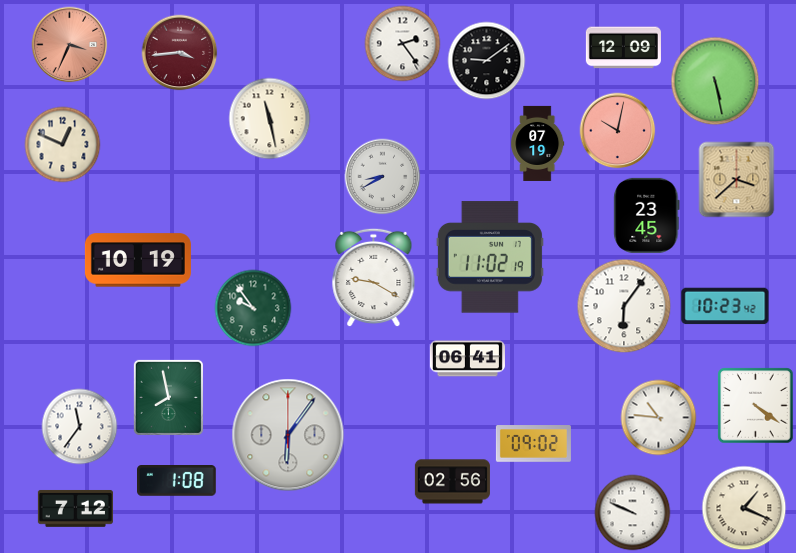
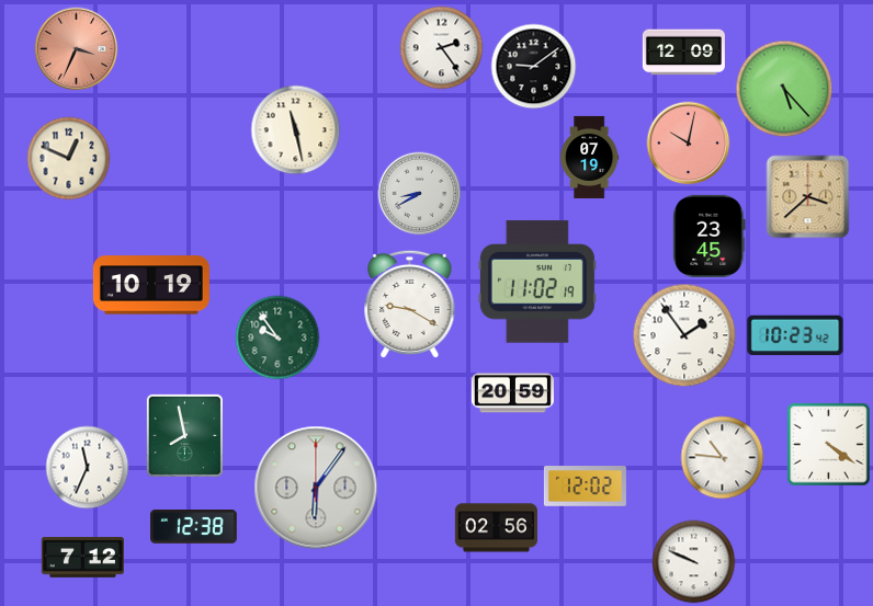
clock at (180, 53): 3:44 -> none
clock at (715, 81): 5:28 -> 5:23
clock at (618, 131) position: (618, 131) -> (689, 144)
clock at (624, 306): 6:06 -> 1:54
clock at (467, 359): 06:41 -> 20:59
clock at (80, 427): 11:36 -> 11:34
clock at (288, 435) position: (288, 435) -> (316, 488)
clock at (533, 444): 09:02 -> 12:02
clock at (177, 481): 1:08 -> 12:38
clock at (744, 508): 1:19 -> none
